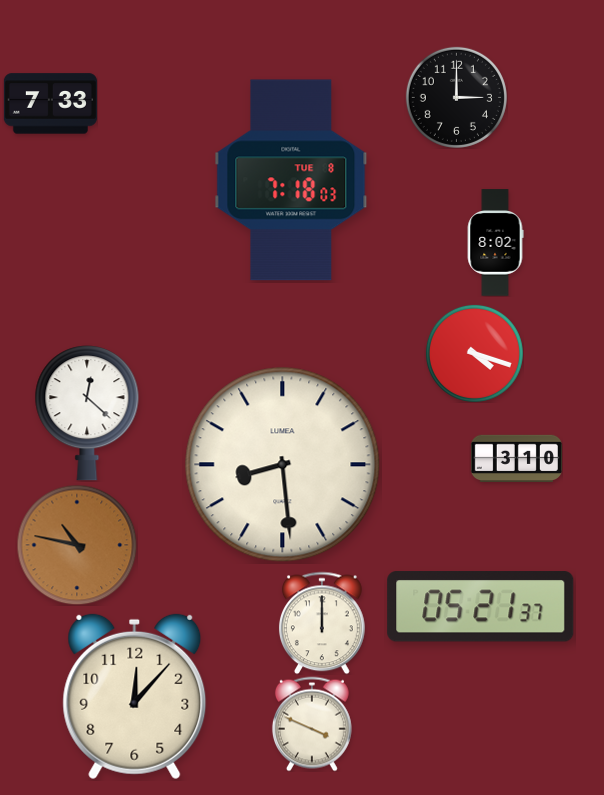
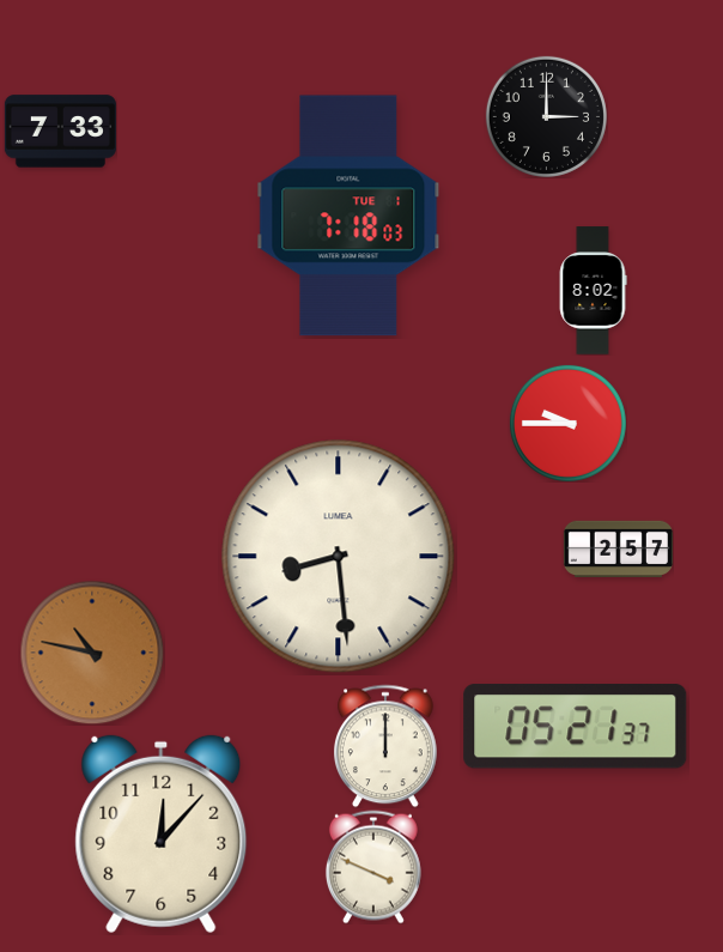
clock at (50, 104) position: (50, 104) -> (60, 132)
clock at (291, 180) date: TUE 8 -> TUE 1
clock at (474, 353): 4:18 -> 9:45
clock at (87, 413): 12:22 -> none
clock at (516, 458): 3:10 -> 2:57
